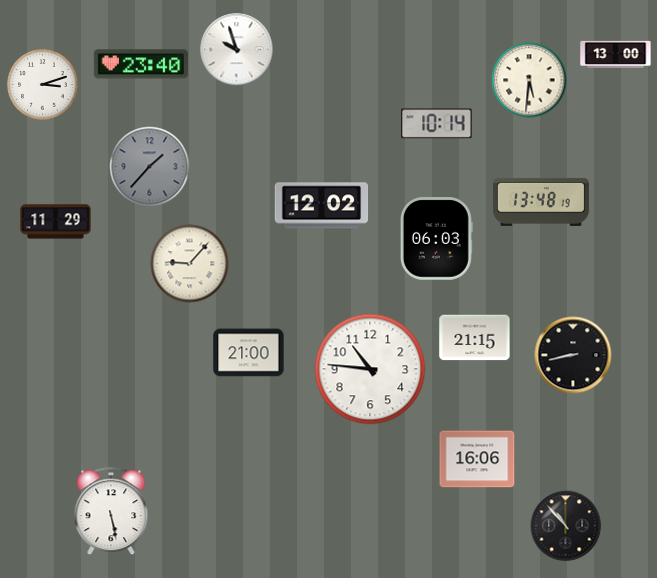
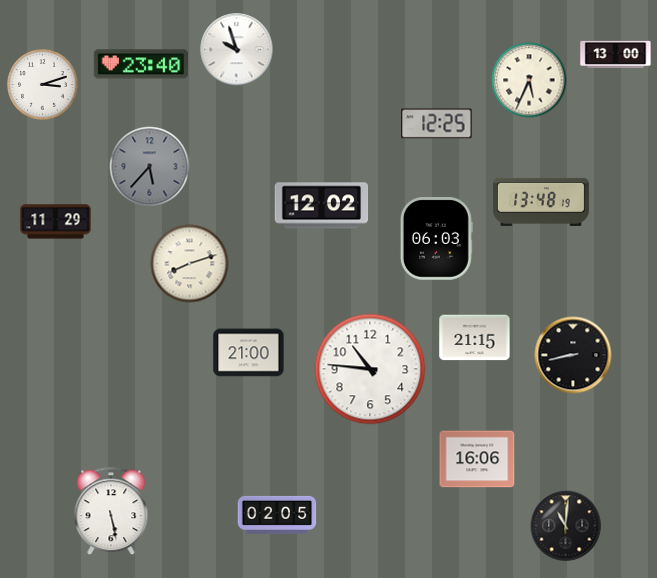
clock at (529, 80): 5:31 -> 5:34
clock at (437, 124): 10:14 -> 12:25
clock at (150, 167): 1:37 -> 5:37
clock at (190, 264): 9:07 -> 8:12
clock at (277, 515): none -> 02:05
clock at (566, 526): 10:53 -> 11:01
